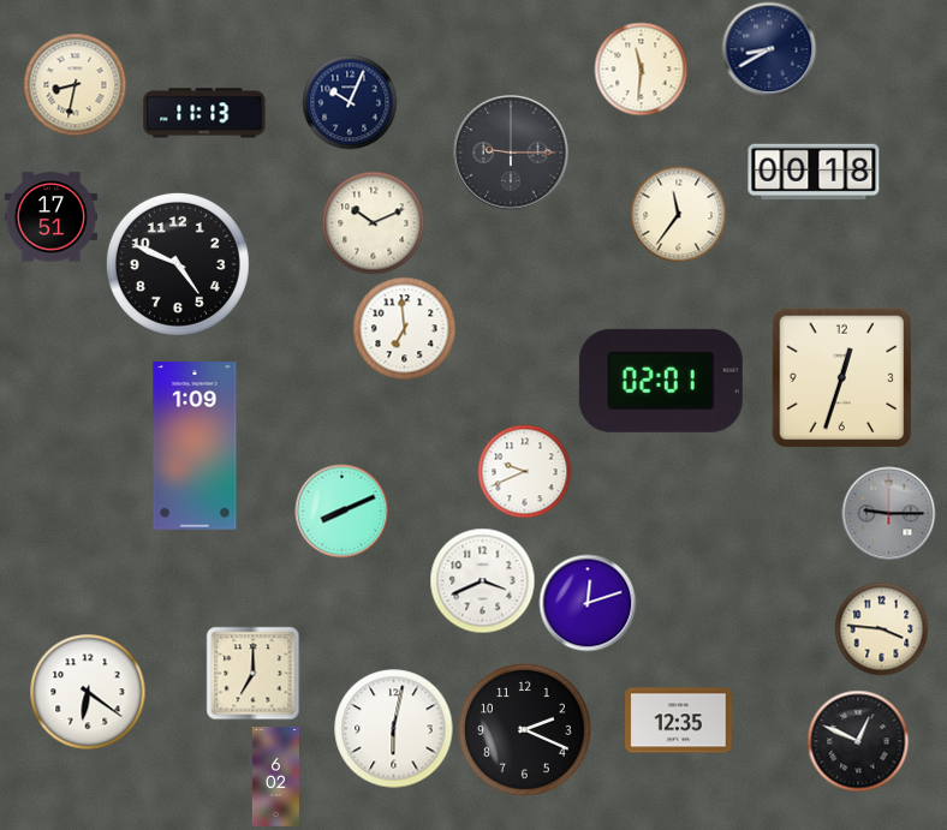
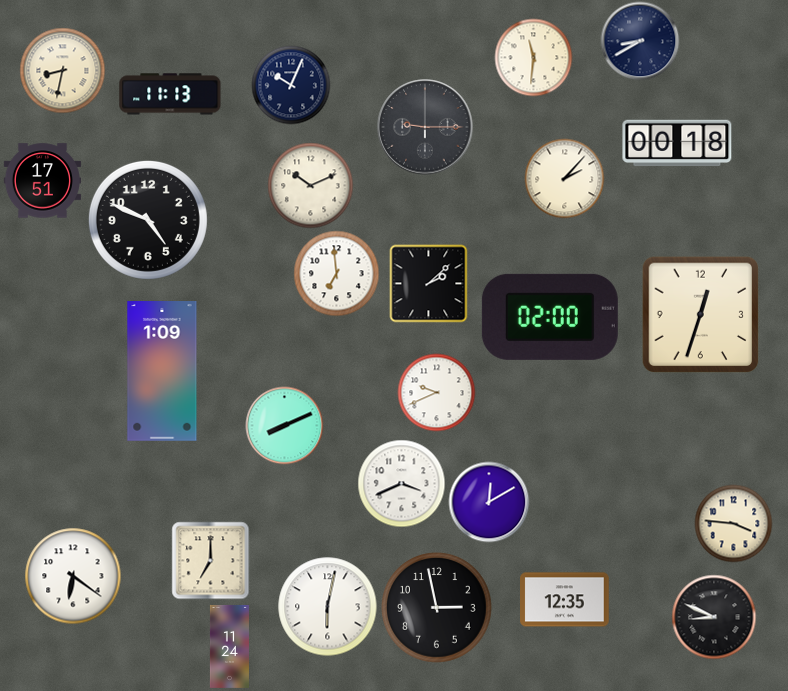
clock at (678, 214): 11:36 -> 2:07
clock at (428, 283): none -> 2:08
clock at (661, 381): 02:01 -> 02:00
clock at (888, 513): 9:15 -> none
clock at (588, 603): 12:12 -> 12:10
clock at (525, 730): 2:19 -> 2:58
clock at (858, 741): 12:49 -> 8:49
clock at (275, 776): 6:02 -> 11:24
